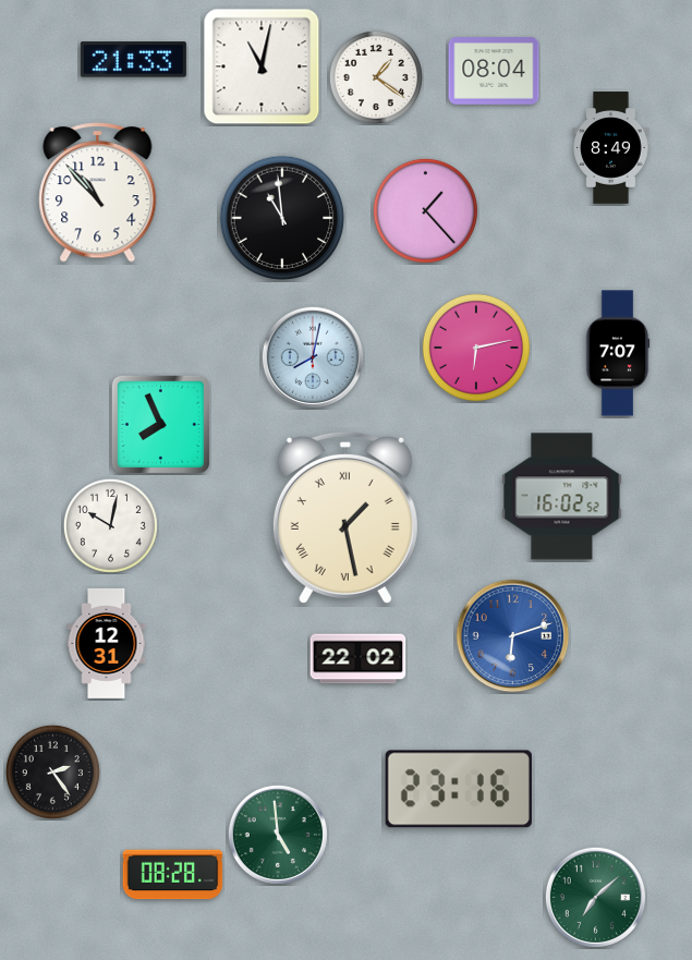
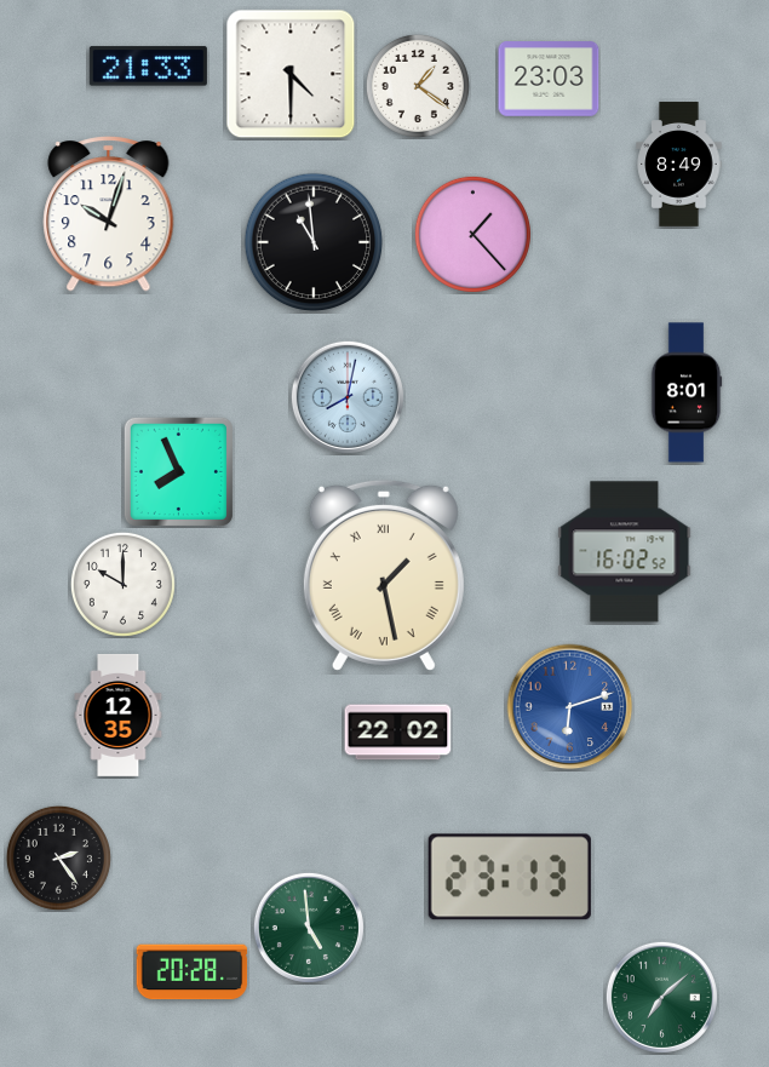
clock at (262, 66): 11:02 -> 4:30
clock at (494, 71): 08:04 -> 23:03
clock at (98, 193): 10:53 -> 10:03
clock at (476, 348): 6:13 -> none
clock at (618, 353): 7:07 -> 8:01
clock at (110, 525): 10:02 -> 10:00
clock at (107, 643): 12:31 -> 12:35
clock at (459, 789): 23:16 -> 23:13
clock at (173, 875): 08:28 -> 20:28
